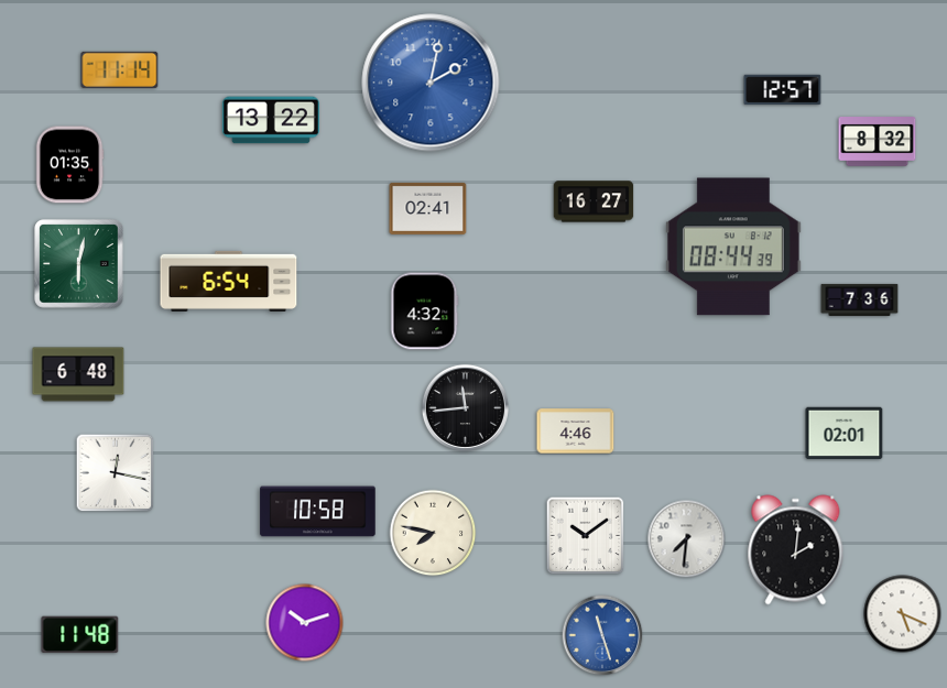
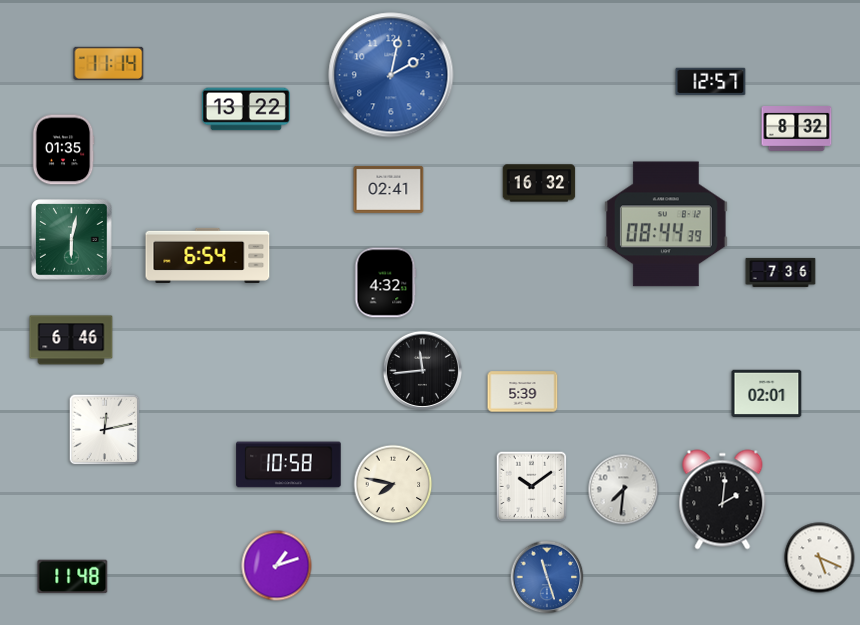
clock at (594, 201): 16:27 -> 16:32
clock at (78, 374): 6:48 -> 6:46
clock at (576, 432): 4:46 -> 5:39
clock at (116, 473): 12:17 -> 12:13
clock at (305, 623): 10:12 -> 1:12
